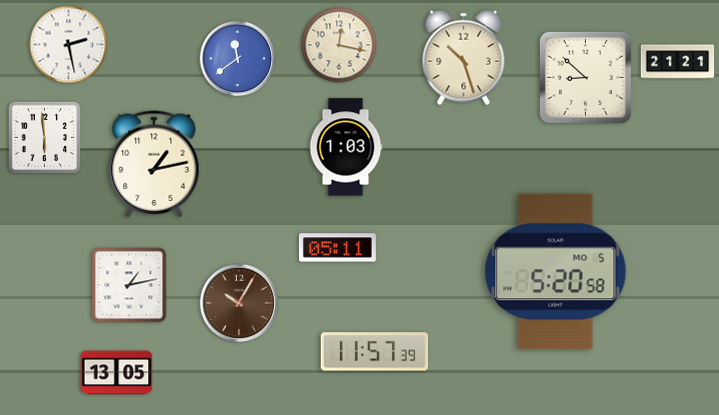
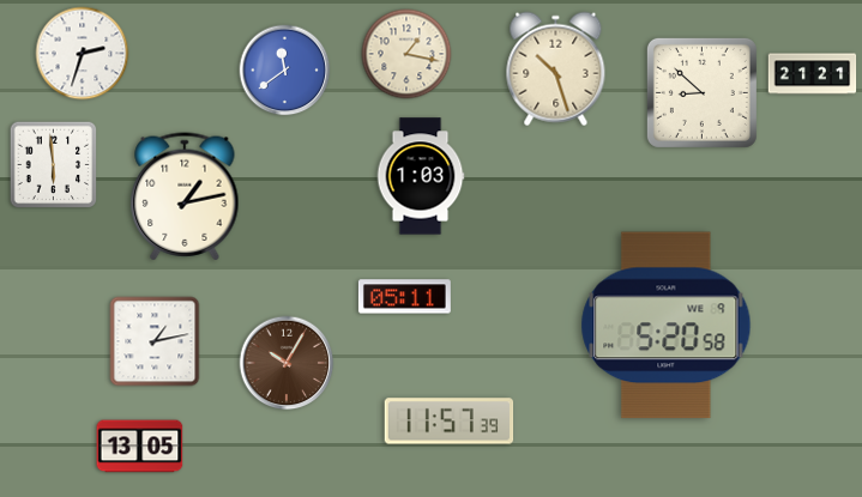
clock at (69, 45): 2:28 -> 2:33
clock at (339, 45): 12:17 -> 1:17
clock at (346, 147) position: (346, 147) -> (421, 176)
clock at (556, 272) date: MO 5 -> WE 9
